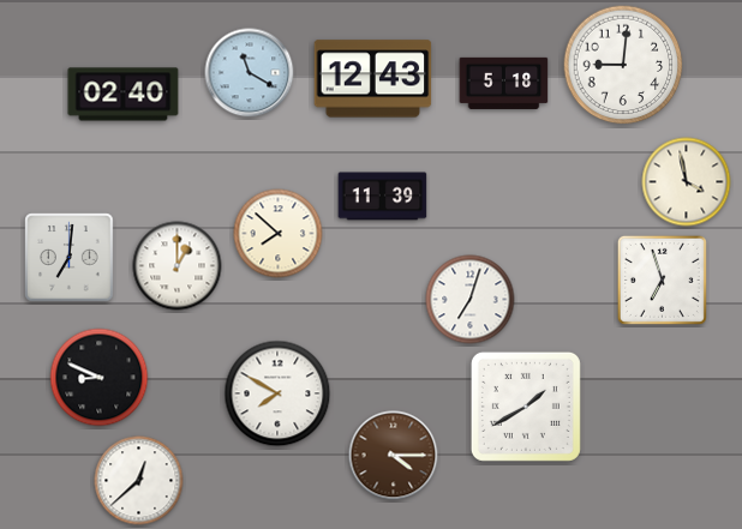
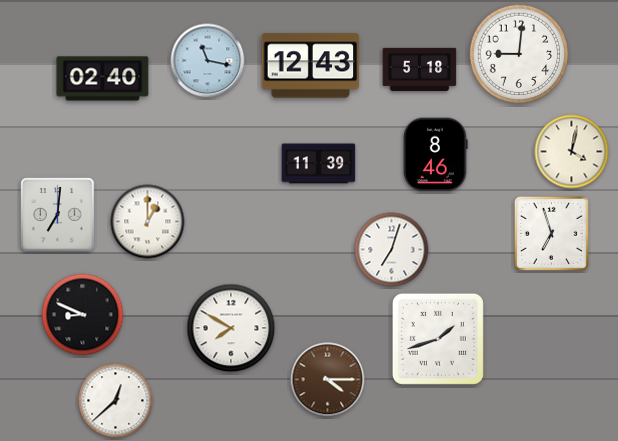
clock at (250, 73): 11:20 -> 11:17
clock at (687, 182): 3:58 -> 4:02
clock at (436, 155): none -> 8:46
clock at (279, 234): 7:52 -> none
clock at (526, 407): 1:40 -> 1:42
